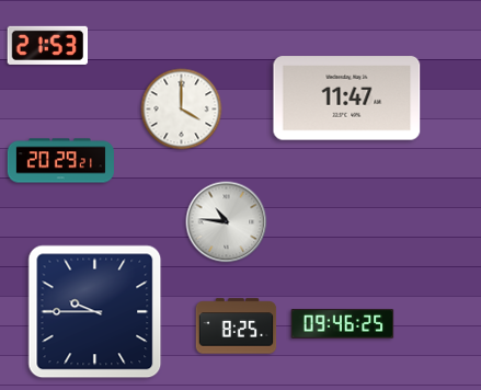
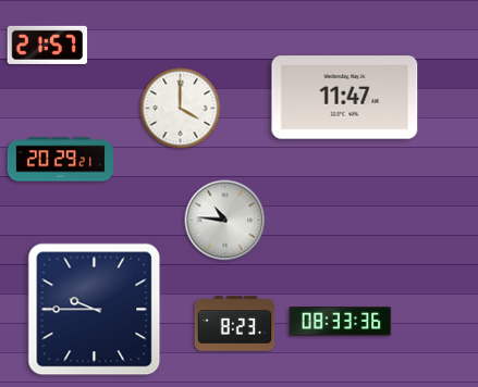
clock at (48, 45): 21:53 -> 21:57
clock at (343, 324): 09:46 -> 08:33
clock at (237, 326): 8:25 -> 8:23
